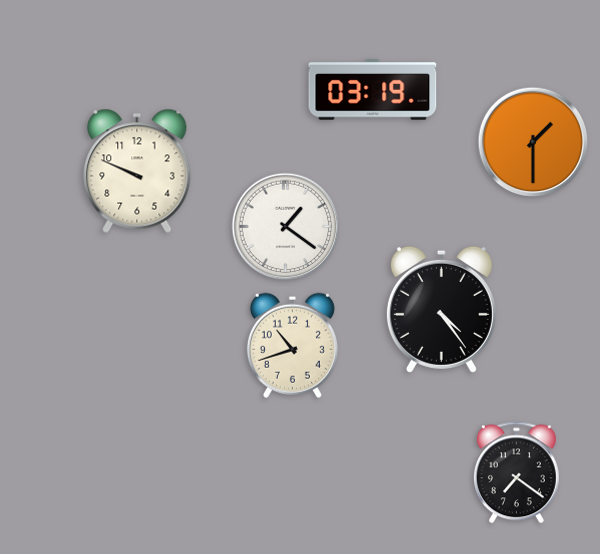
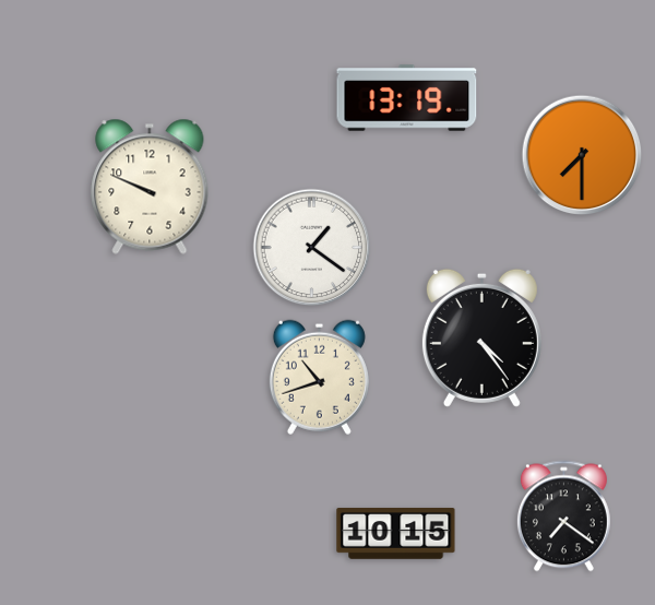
clock at (373, 90): 03:19 -> 13:19
clock at (533, 142): 1:30 -> 7:30
clock at (396, 534): none -> 10:15
